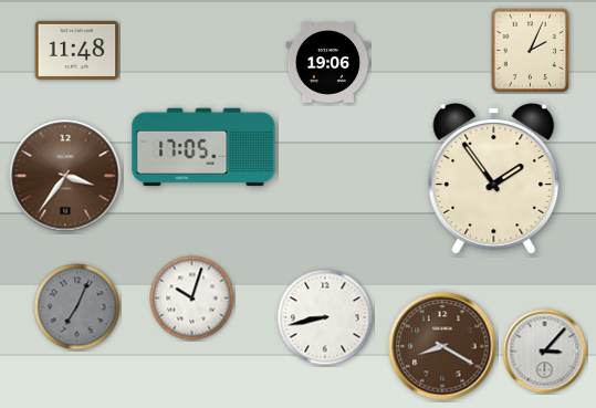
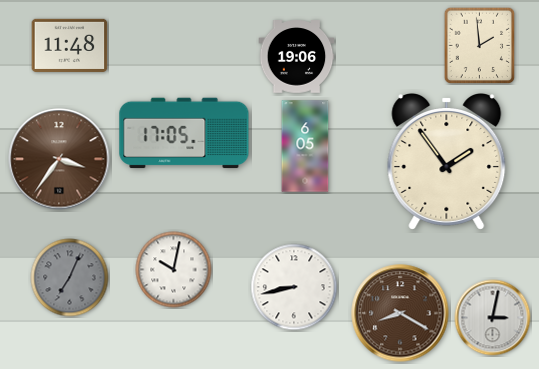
clock at (531, 50): 2:04 -> 1:59
clock at (305, 146): none -> 6:05
clock at (192, 299): 10:03 -> 10:02
clock at (545, 352): 3:07 -> 3:02
